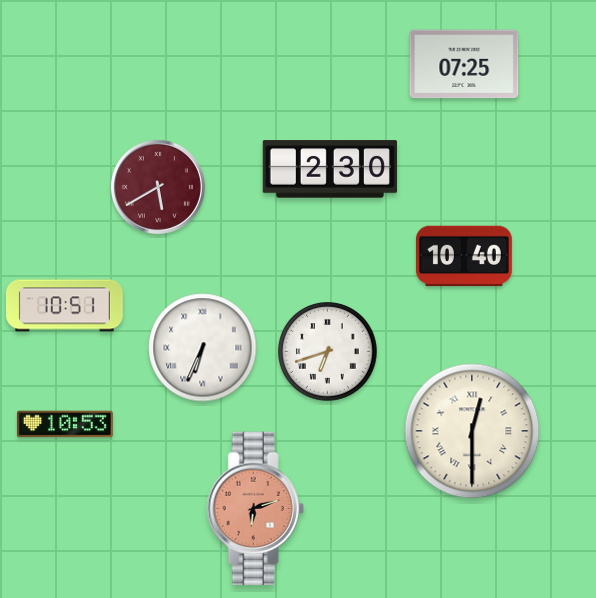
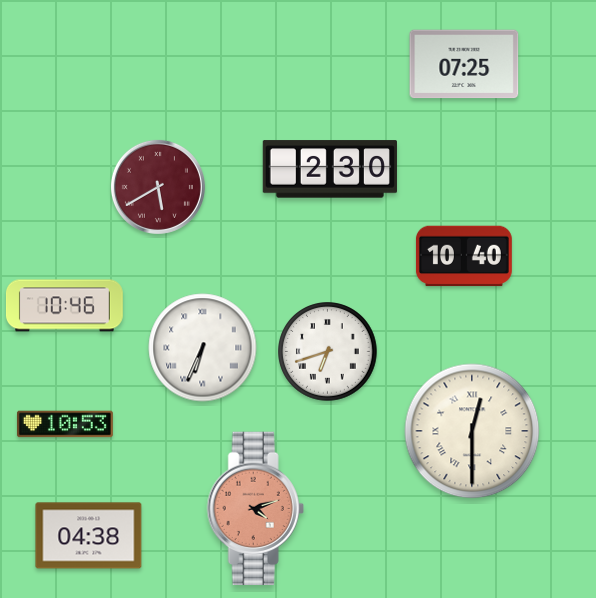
clock at (64, 306): 10:51 -> 10:46
clock at (255, 509): 6:12 -> 4:12
clock at (89, 536): none -> 04:38
